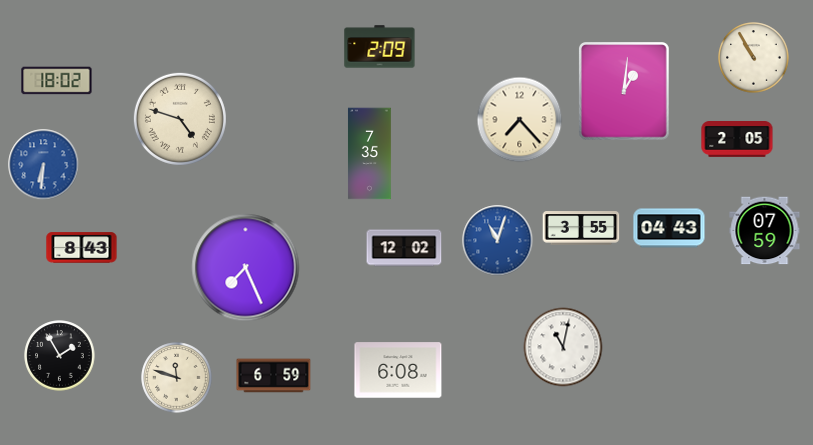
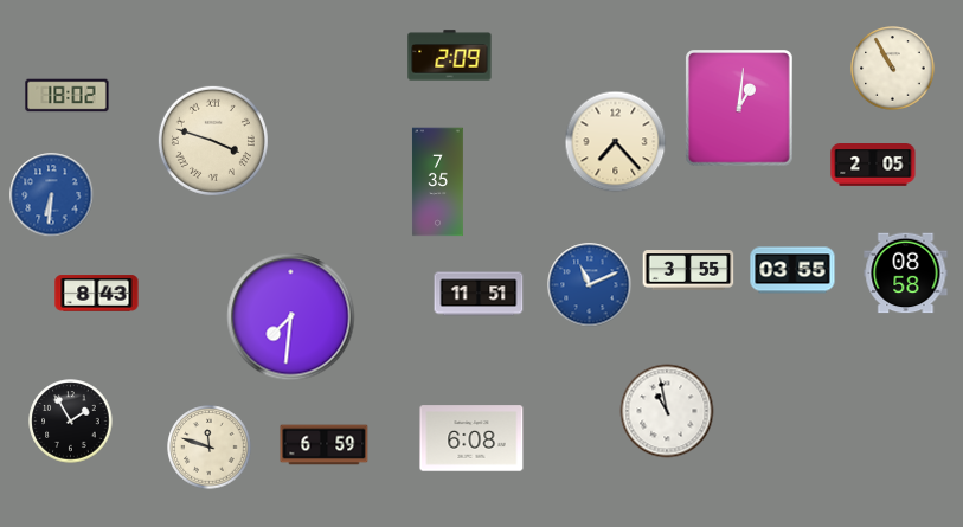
clock at (180, 119): 4:48 -> 3:48
clock at (669, 228): 04:43 -> 03:55
clock at (765, 231): 07:59 -> 08:58
clock at (498, 241): 11:03 -> 11:11
clock at (404, 248): 12:02 -> 11:51
clock at (246, 268): 7:26 -> 7:31
clock at (563, 347): 11:02 -> 10:58
